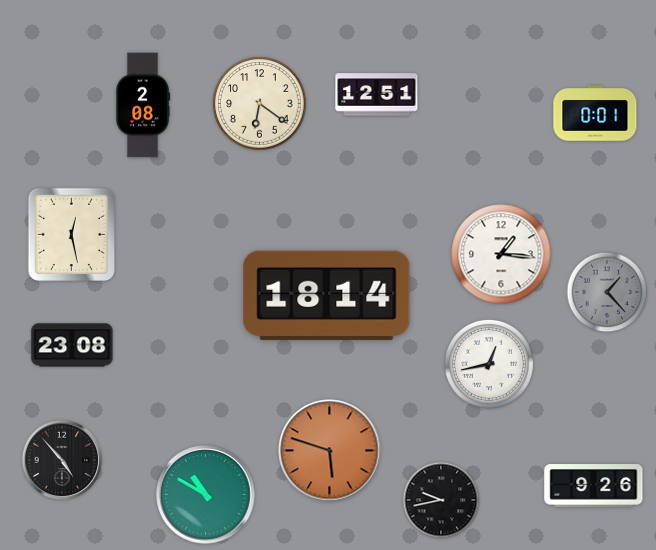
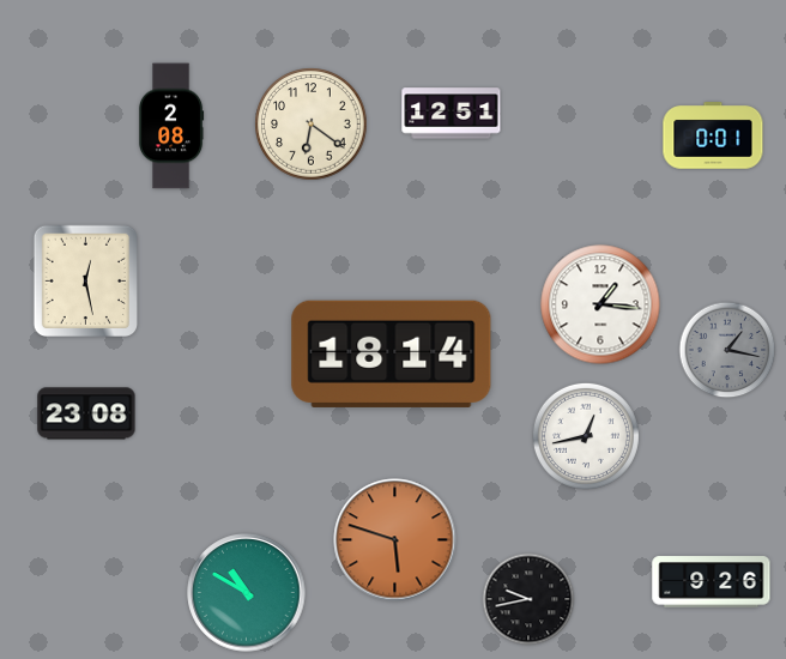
clock at (607, 292): 1:23 -> 1:17
clock at (62, 460): 4:53 -> none
